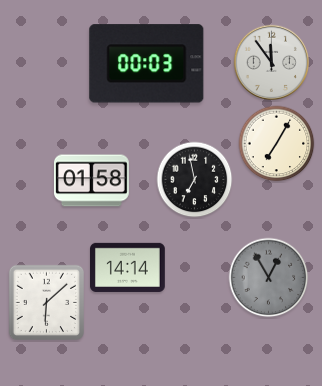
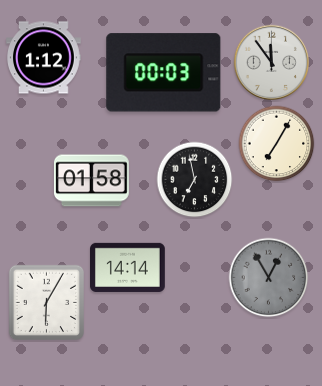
clock at (44, 58): none -> 1:12
clock at (147, 64) position: (147, 64) -> (164, 73)
clock at (46, 302): 6:08 -> 6:05
